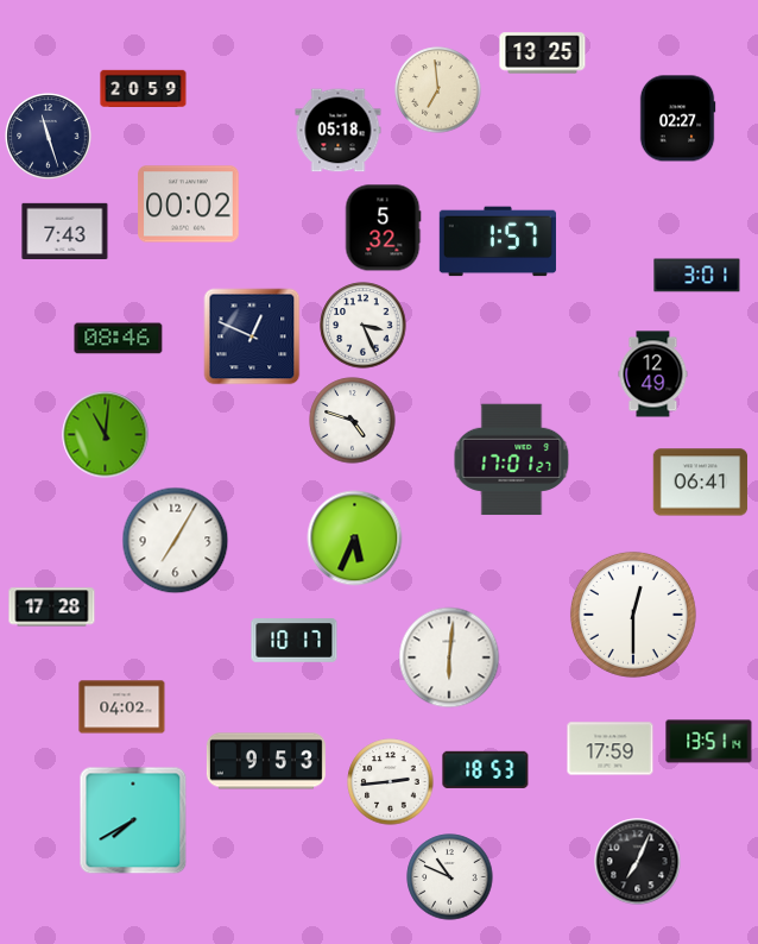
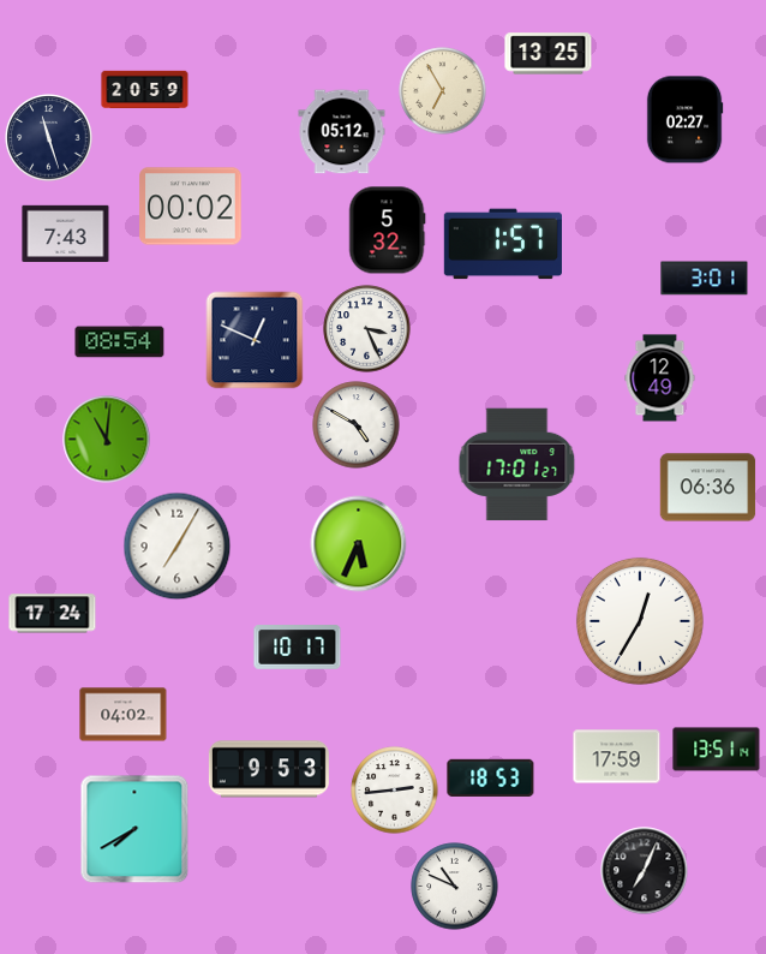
clock at (438, 90): 6:59 -> 6:55
clock at (339, 131): 05:18 -> 05:12
clock at (119, 339): 08:46 -> 08:54
clock at (353, 421): 4:48 -> 4:50
clock at (701, 483): 06:41 -> 06:36
clock at (52, 608): 17:28 -> 17:24
clock at (633, 615): 12:30 -> 12:35
clock at (449, 657): 6:01 -> none
